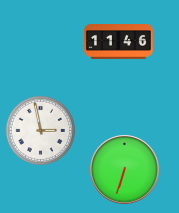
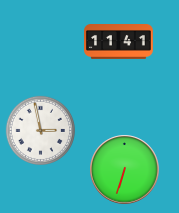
clock at (119, 42): 11:46 -> 11:41
